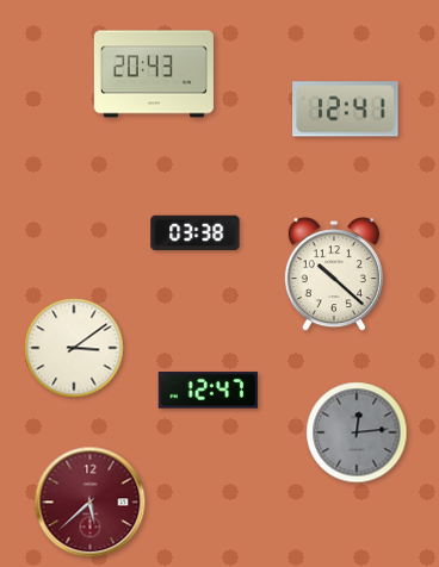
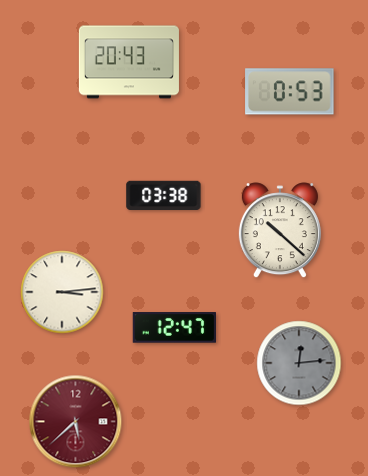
clock at (346, 110): 12:41 -> 0:53
clock at (74, 348): 3:09 -> 3:14
